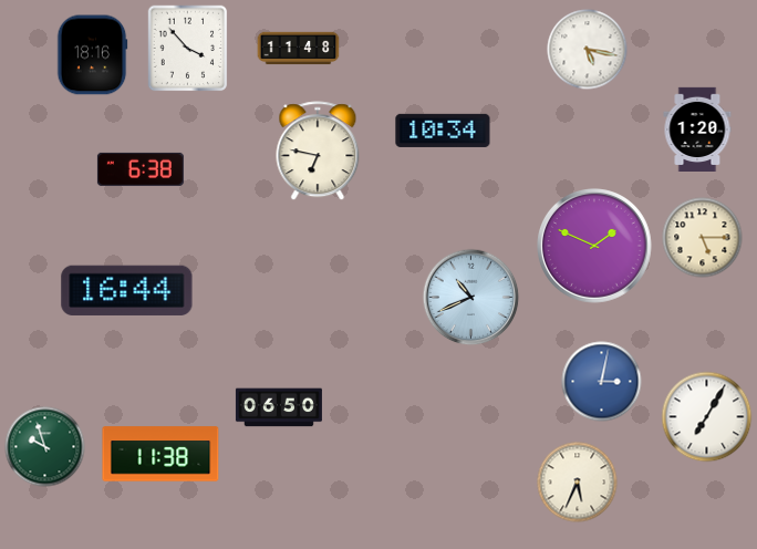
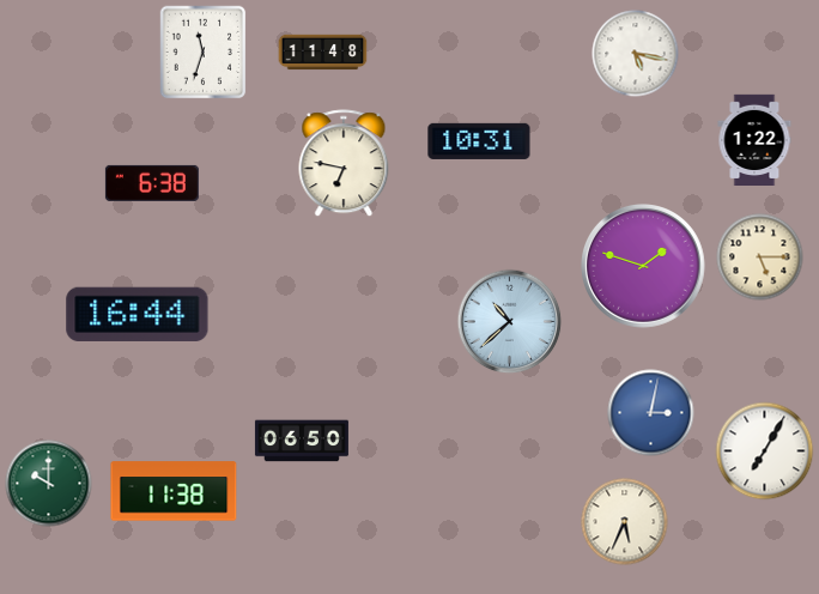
clock at (188, 49): 3:53 -> 11:33
clock at (92, 55): 18:16 -> none
clock at (697, 128): 1:20 -> 1:22
clock at (443, 131): 10:34 -> 10:31
clock at (595, 247): 1:49 -> 1:48
clock at (471, 298): 10:41 -> 10:38
clock at (45, 447): 9:57 -> 10:00
